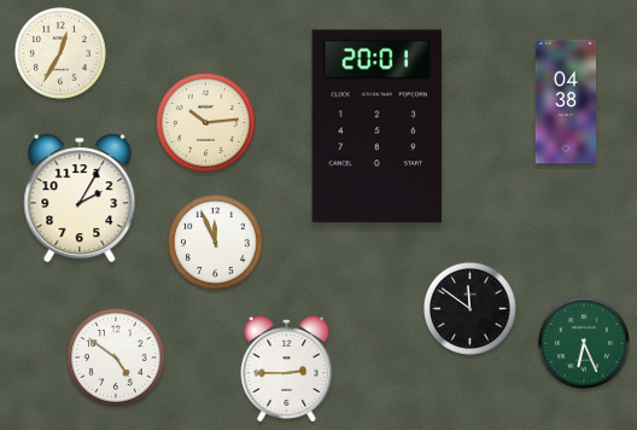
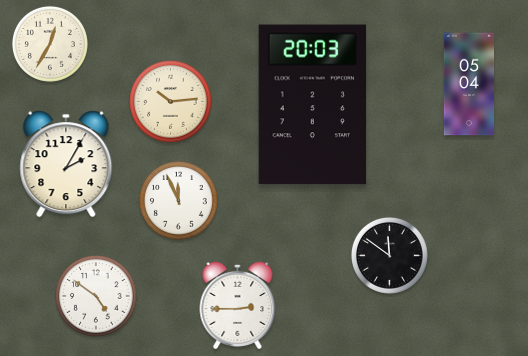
clock at (566, 101): 04:38 -> 05:04
clock at (378, 127): 20:01 -> 20:03
clock at (584, 343): 6:26 -> none
